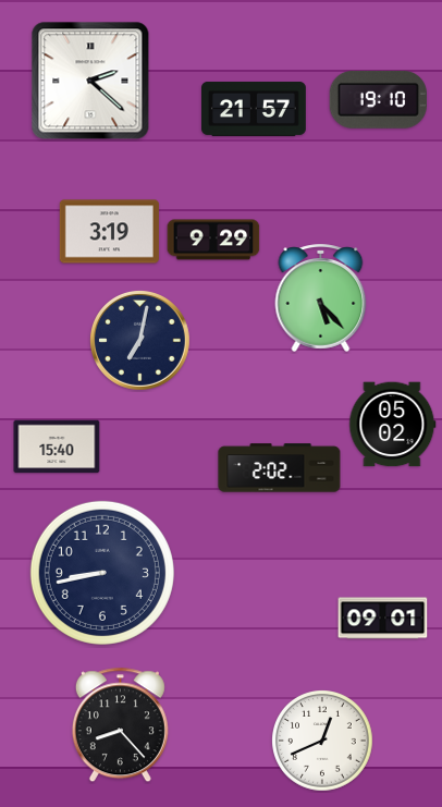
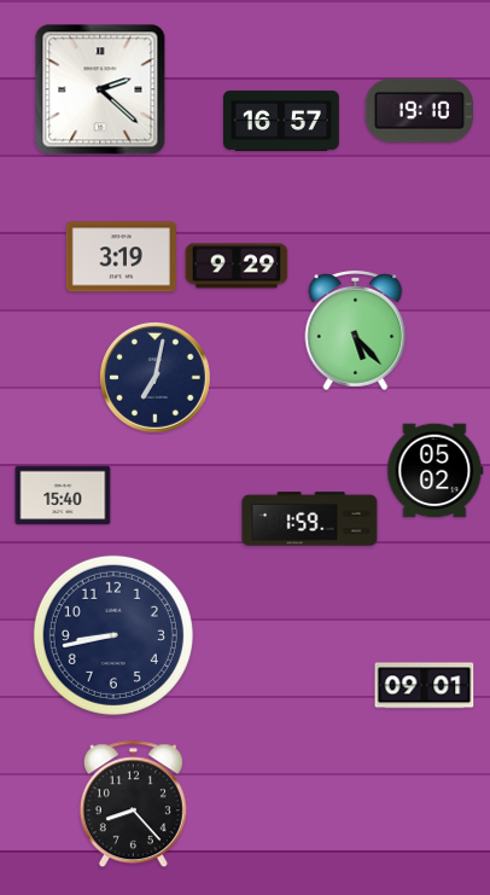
clock at (255, 109): 21:57 -> 16:57
clock at (280, 468): 2:02 -> 1:59
clock at (323, 742): 12:41 -> none
